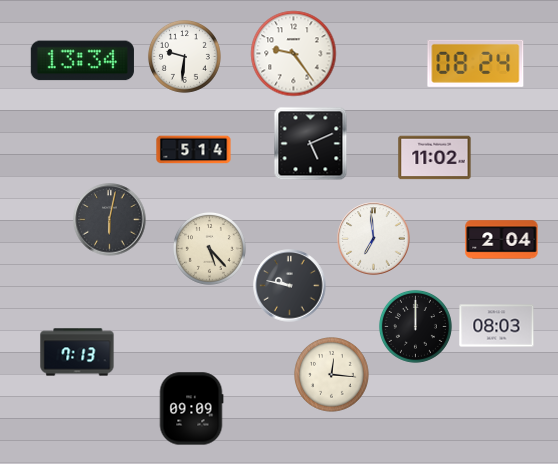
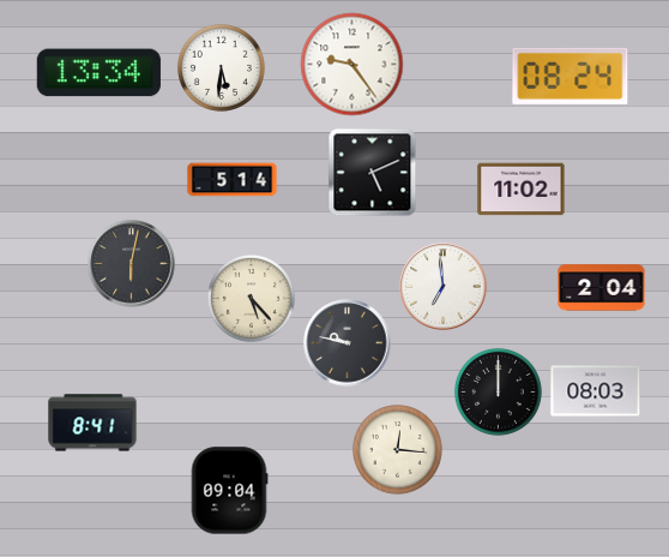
clock at (184, 56): 9:31 -> 5:31
clock at (374, 239) position: (374, 239) -> (444, 287)
clock at (77, 352): 7:13 -> 8:41
clock at (191, 409): 09:09 -> 09:04
